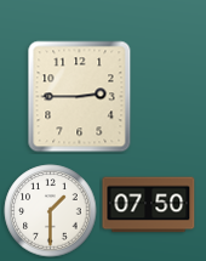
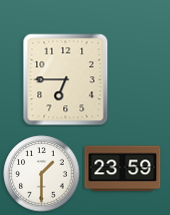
clock at (80, 97): 2:45 -> 6:45
clock at (149, 205): 07:50 -> 23:59
